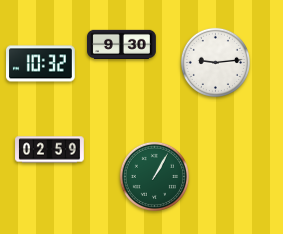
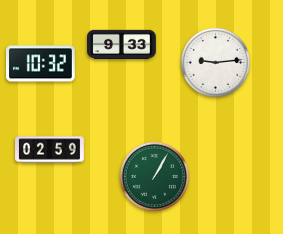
clock at (122, 44): 9:30 -> 9:33
